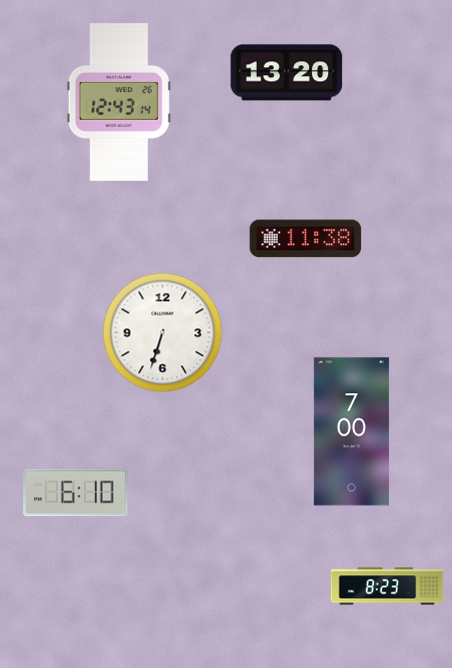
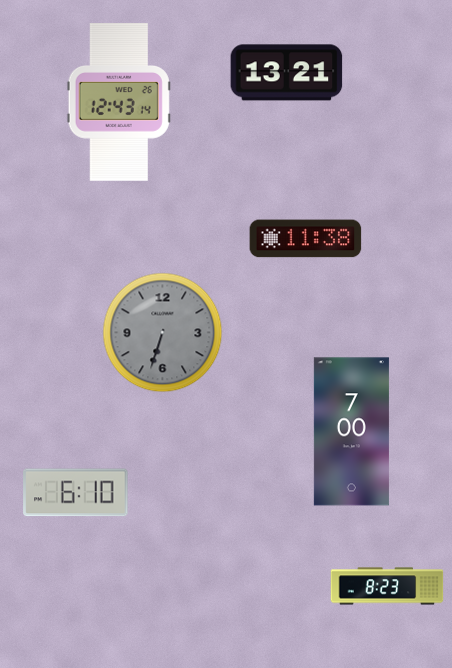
clock at (287, 73): 13:20 -> 13:21
clock at (163, 333) dial: white -> grey
